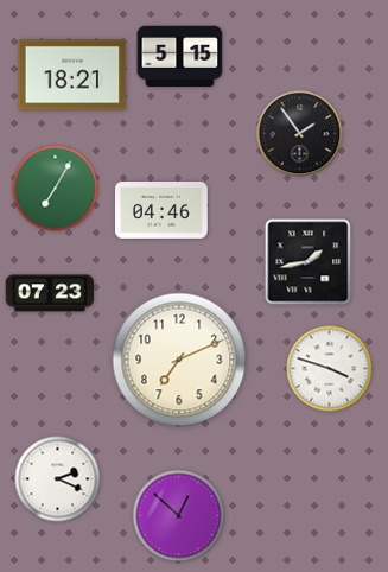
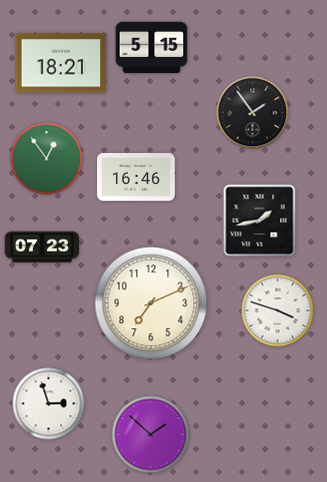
clock at (56, 189): 7:05 -> 12:54
clock at (163, 211): 04:46 -> 16:46
clock at (58, 479): 2:19 -> 2:57
clock at (179, 516): 12:52 -> 1:52
